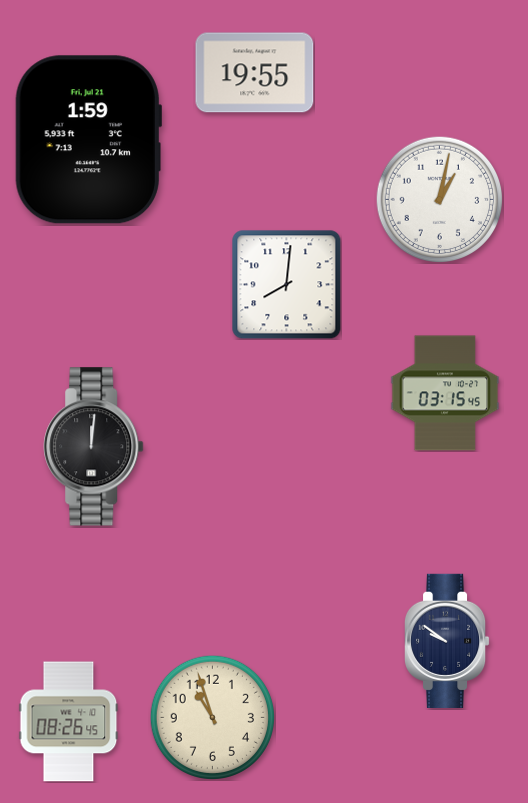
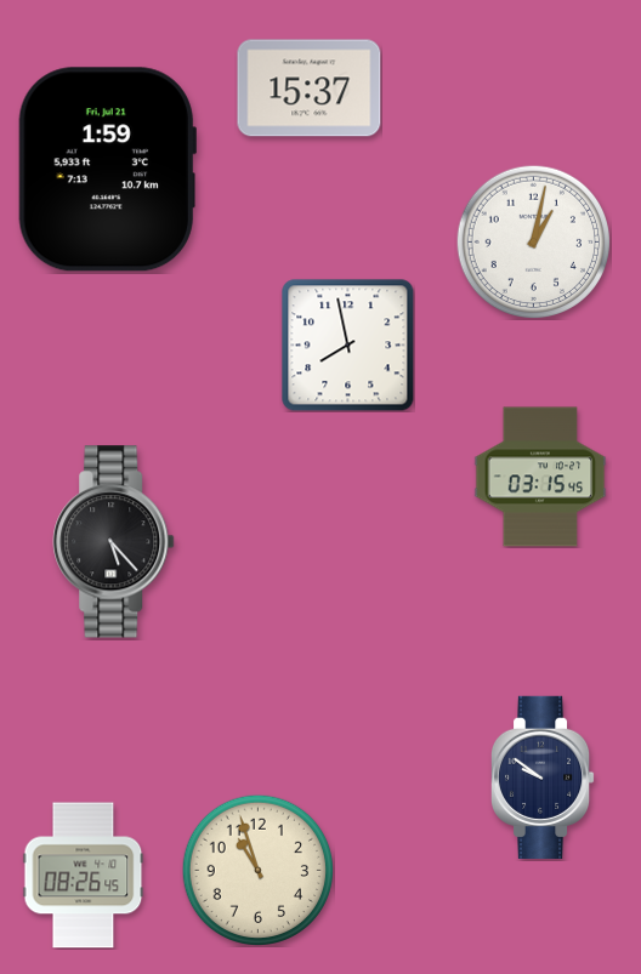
clock at (255, 73): 19:55 -> 15:37
clock at (287, 285): 8:01 -> 7:58
clock at (94, 447): 12:01 -> 5:23
